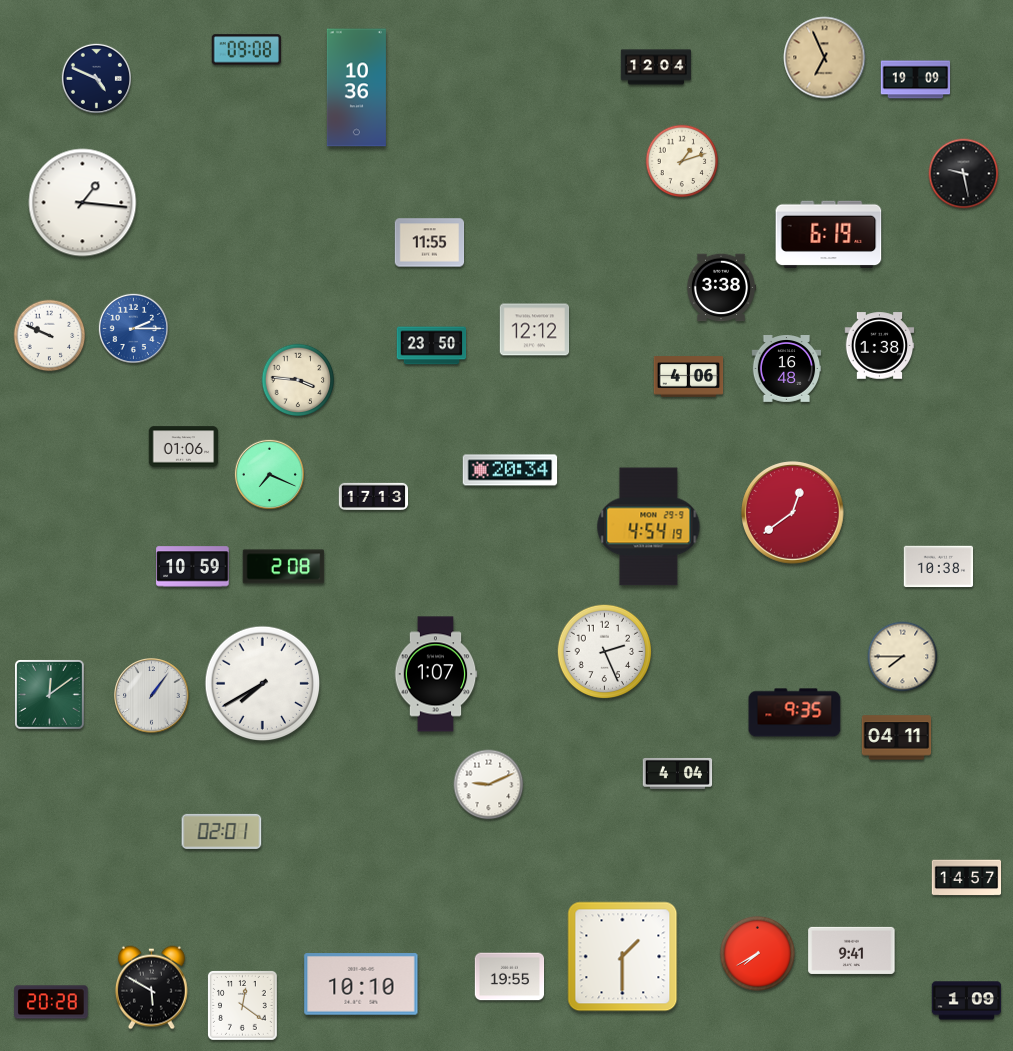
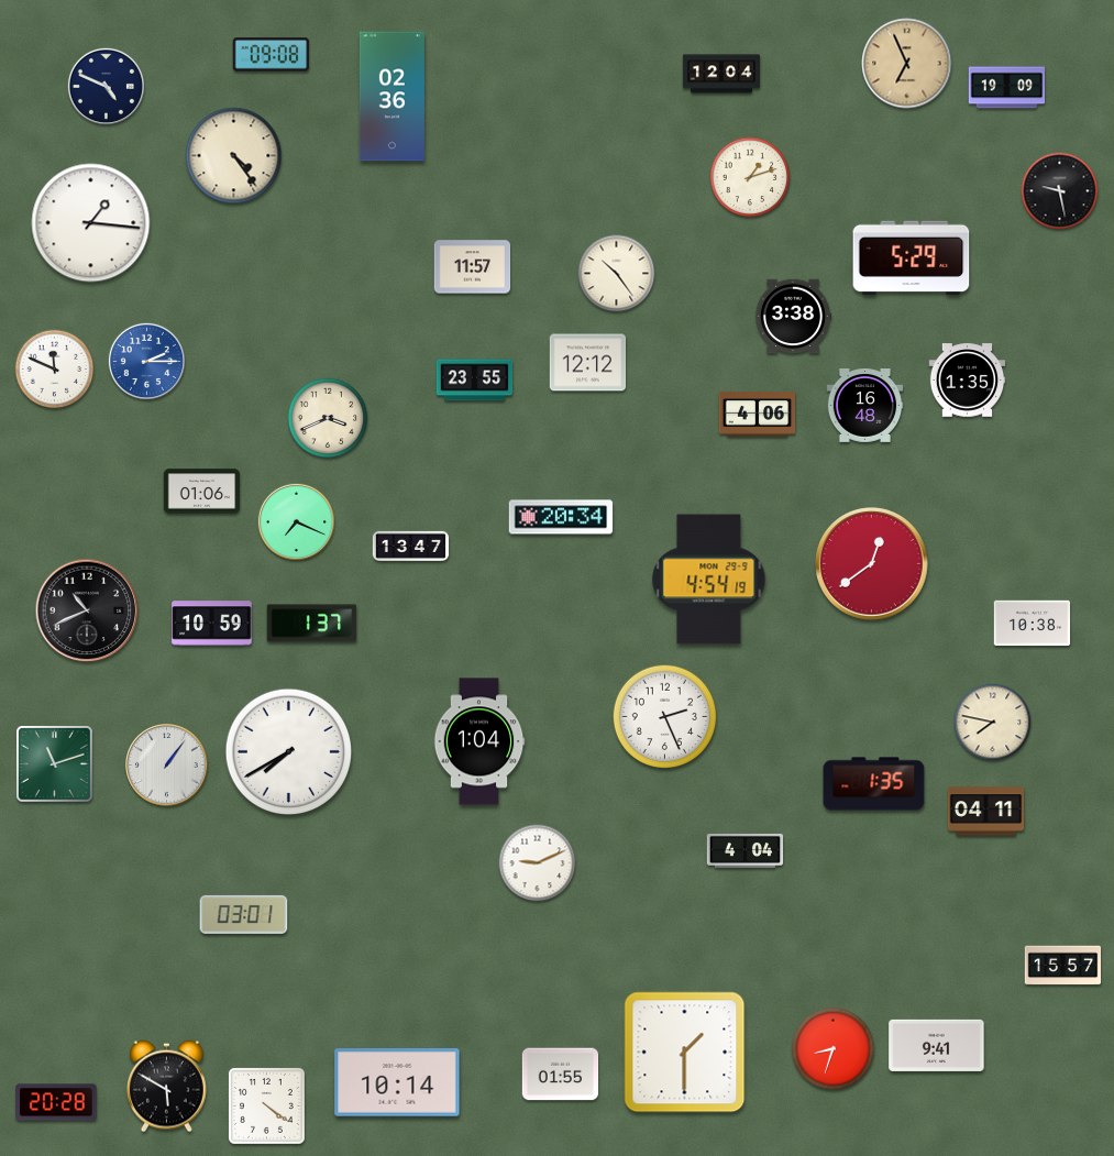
clock at (356, 88): 10:36 -> 02:36
clock at (234, 156): none -> 4:24
clock at (829, 235): 6:19 -> 5:29
clock at (430, 243): 11:55 -> 11:57
clock at (617, 274): none -> 10:24
clock at (50, 336): 9:49 -> 11:49
clock at (432, 346): 23:50 -> 23:55
clock at (880, 346): 1:38 -> 1:35
clock at (298, 380): 3:46 -> 3:41
clock at (374, 496): 17:13 -> 13:47
clock at (649, 527) position: (649, 527) -> (709, 580)
clock at (87, 610): none -> 10:41
clock at (284, 567): 2:08 -> 1:37
clock at (903, 657): 7:45 -> 7:47
clock at (436, 674): 1:07 -> 1:04
clock at (50, 695): 12:09 -> 11:12
clock at (795, 713): 9:35 -> 1:35
clock at (222, 831): 02:01 -> 03:01
clock at (967, 878): 14:57 -> 15:57
clock at (757, 953): 7:40 -> 8:33
clock at (510, 977): 19:55 -> 01:55
clock at (361, 984): 10:10 -> 10:14
clock at (967, 1001): 1:09 -> none
clock at (243, 1006): 12:21 -> 4:21
